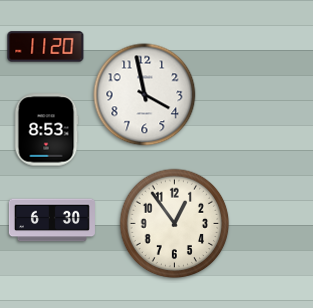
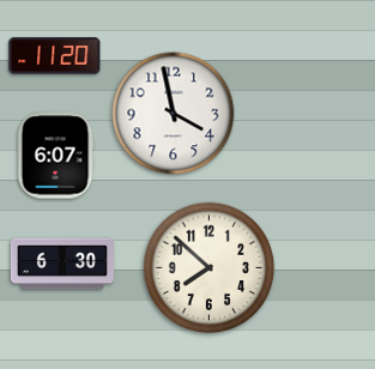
clock at (46, 130): 8:53 -> 6:07
clock at (175, 224): 12:54 -> 7:52
